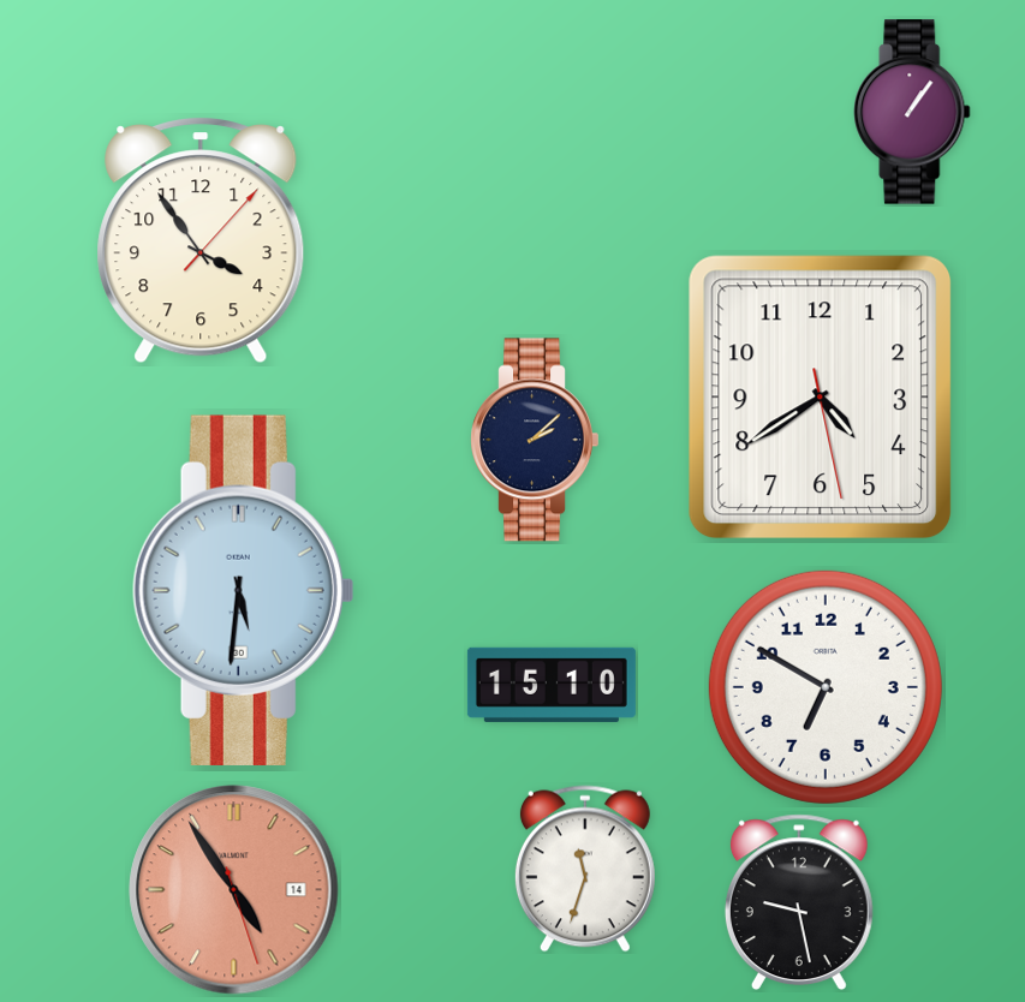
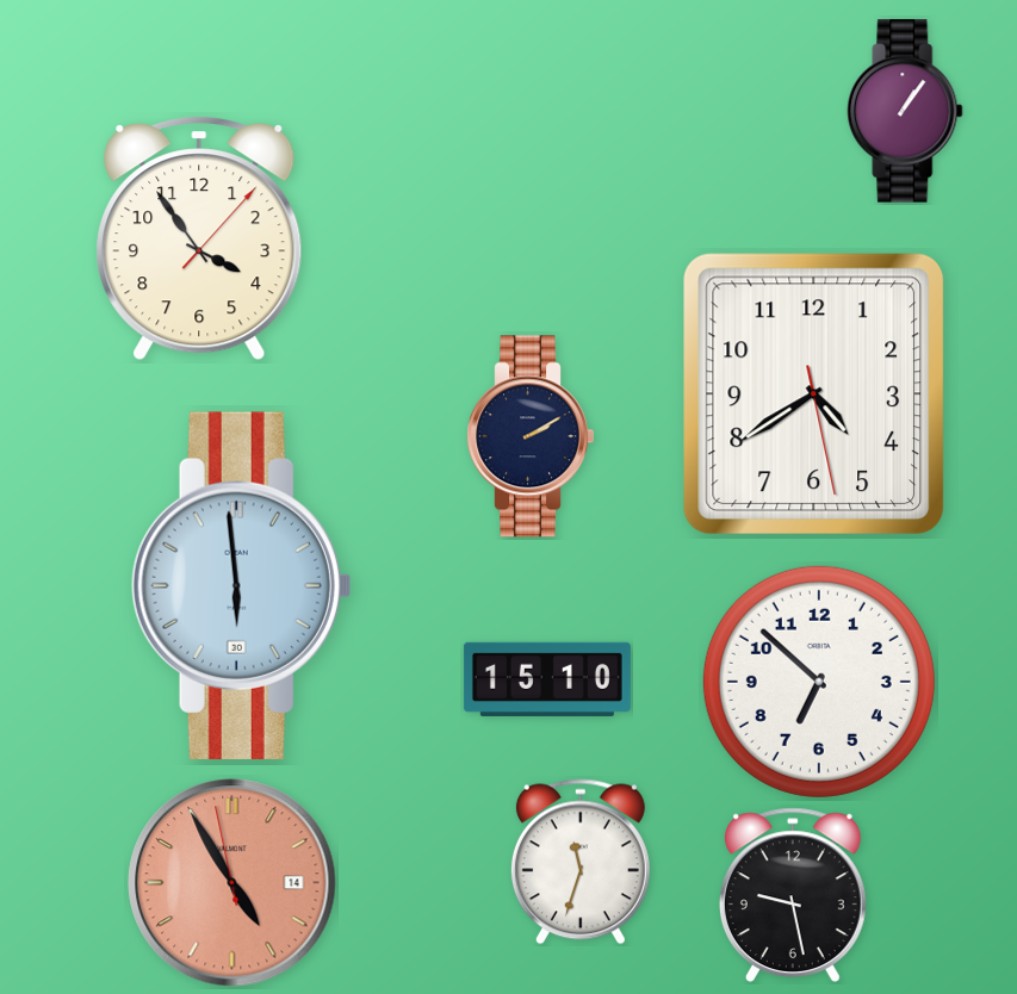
clock at (534, 440): 2:08 -> 2:10
clock at (243, 590): 5:31 -> 5:59
clock at (826, 687): 6:50 -> 6:52
clock at (234, 890): 4:54:27 -> 4:54:58
